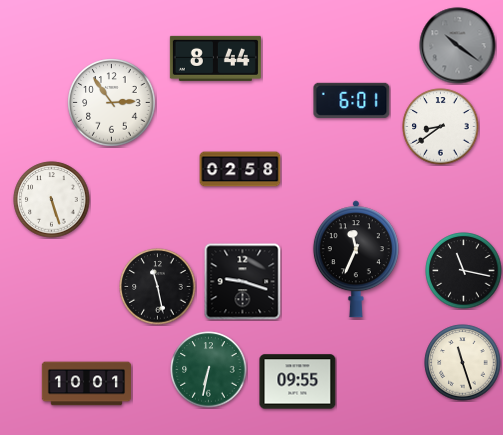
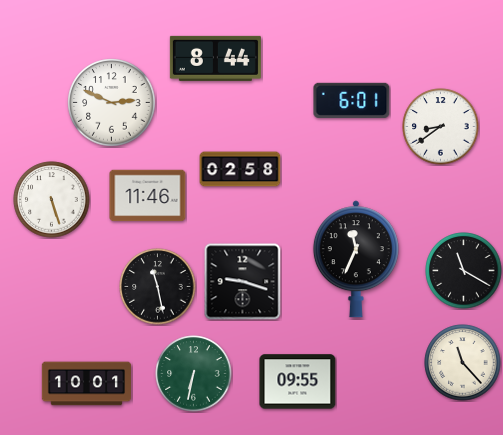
clock at (458, 46): 10:21 -> none
clock at (112, 103): 2:54 -> 2:49
clock at (148, 196): none -> 11:46
clock at (464, 271): 11:17 -> 11:20
clock at (463, 363): 11:27 -> 11:23
clock at (209, 370) position: (209, 370) -> (194, 374)
